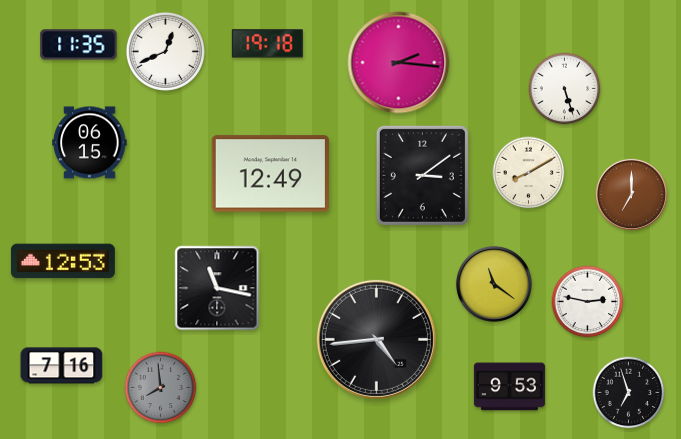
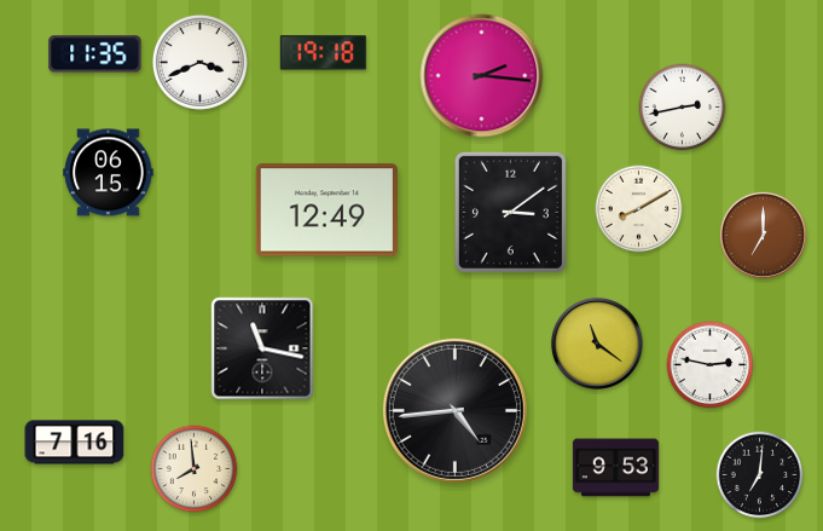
clock at (165, 51): 12:41 -> 3:41
clock at (565, 89): 5:27 -> 2:43
clock at (63, 261): 12:53 -> none
clock at (161, 388) dial: grey -> cream
clock at (629, 393): 6:57 -> 7:01
